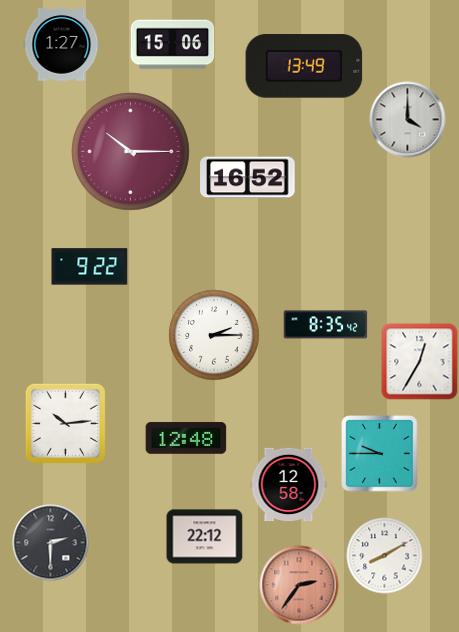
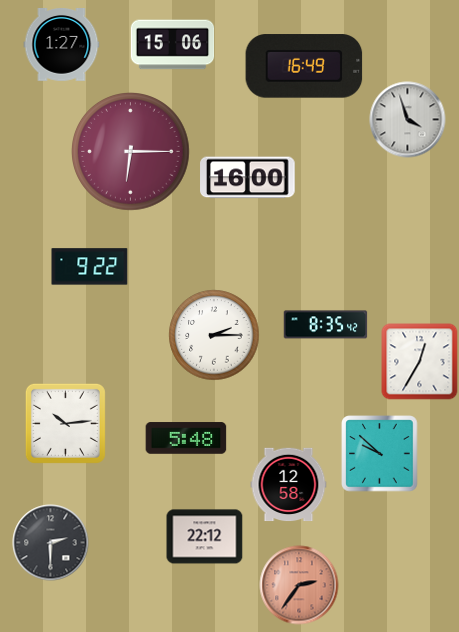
clock at (304, 66): 13:49 -> 16:49
clock at (408, 120): 4:00 -> 3:57
clock at (131, 152): 10:15 -> 6:15
clock at (248, 178): 16:52 -> 16:00
clock at (186, 438): 12:48 -> 5:48
clock at (380, 454): 9:45 -> 9:52
clock at (385, 556): 8:10 -> none
